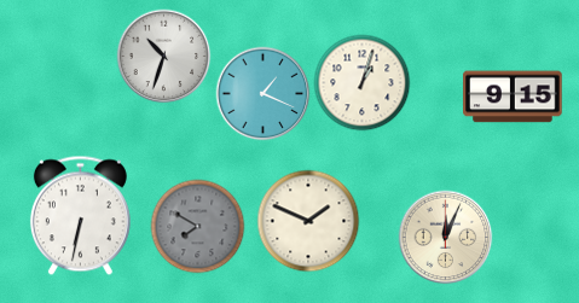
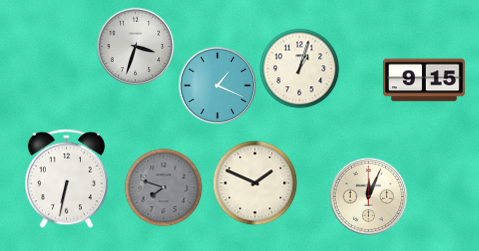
clock at (163, 56): 10:33 -> 3:33
clock at (262, 93) position: (262, 93) -> (217, 85)
clock at (197, 226): 7:50 -> 7:48
